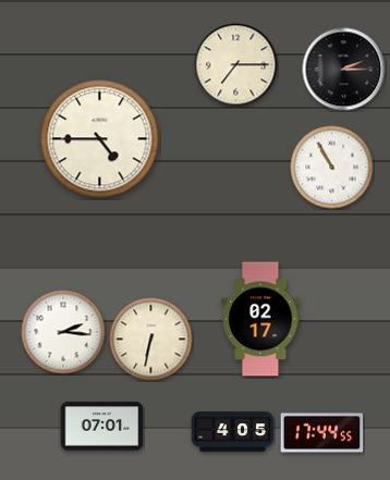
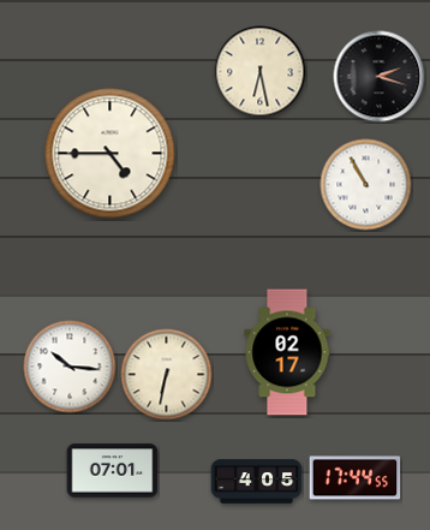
clock at (236, 65): 7:15 -> 6:28
clock at (344, 70): 2:15 -> 2:18
clock at (63, 332): 2:16 -> 10:16
clock at (233, 432) position: (233, 432) -> (257, 482)
